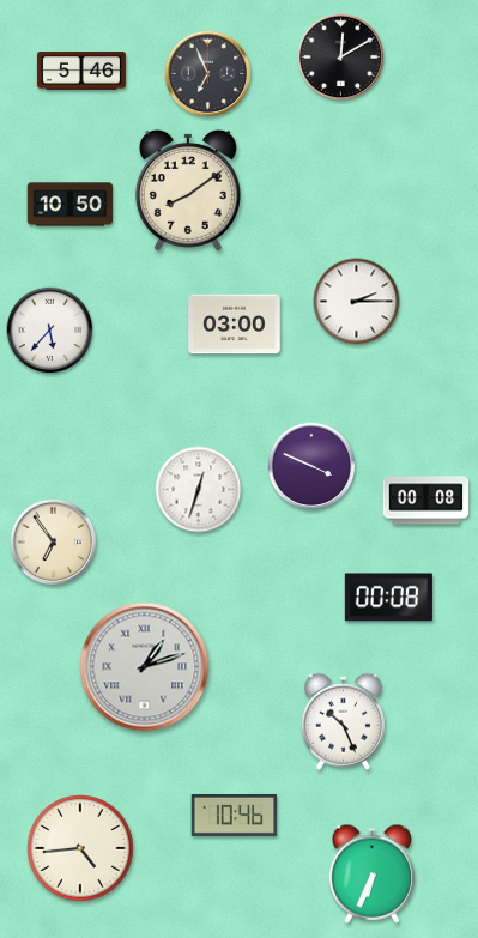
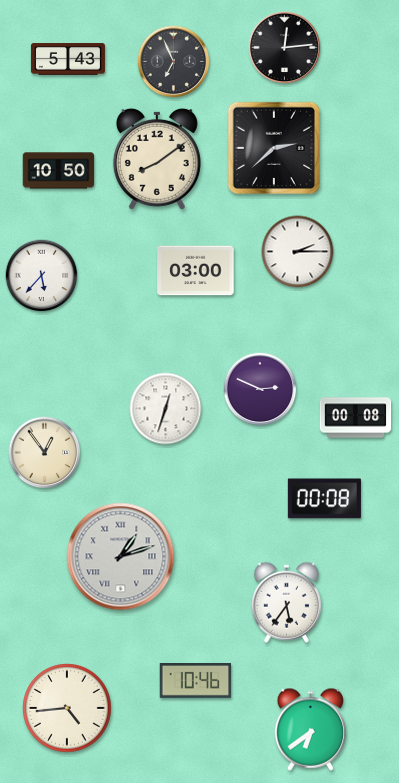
clock at (341, 58): 12:10 -> 12:14
clock at (81, 71): 5:46 -> 5:43
clock at (273, 147): none -> 2:38
clock at (311, 466): 3:49 -> 2:49
clock at (54, 543): 6:54 -> 12:54
clock at (343, 721): 10:26 -> 5:36
clock at (373, 873): 6:34 -> 6:39
